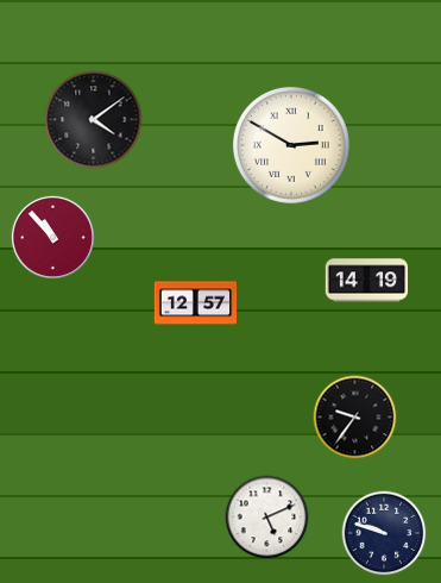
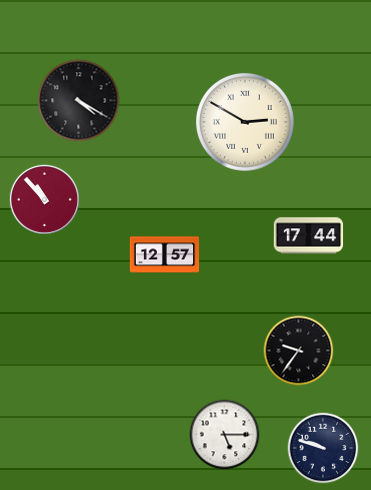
clock at (94, 120): 4:09 -> 4:20
clock at (367, 281): 14:19 -> 17:44
clock at (267, 518): 5:11 -> 5:15
